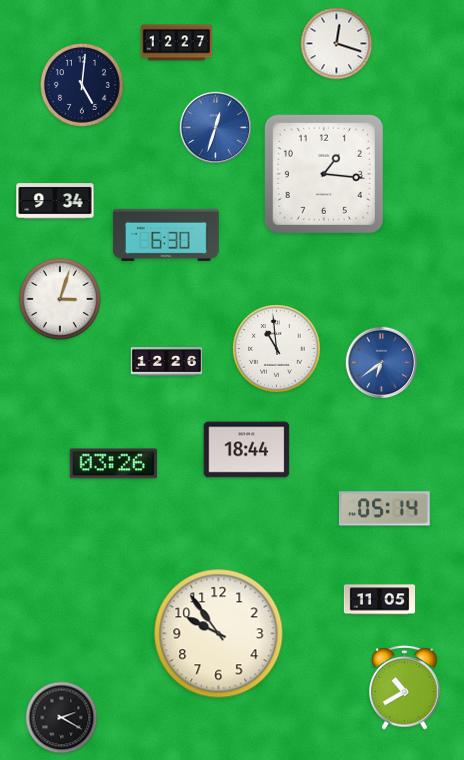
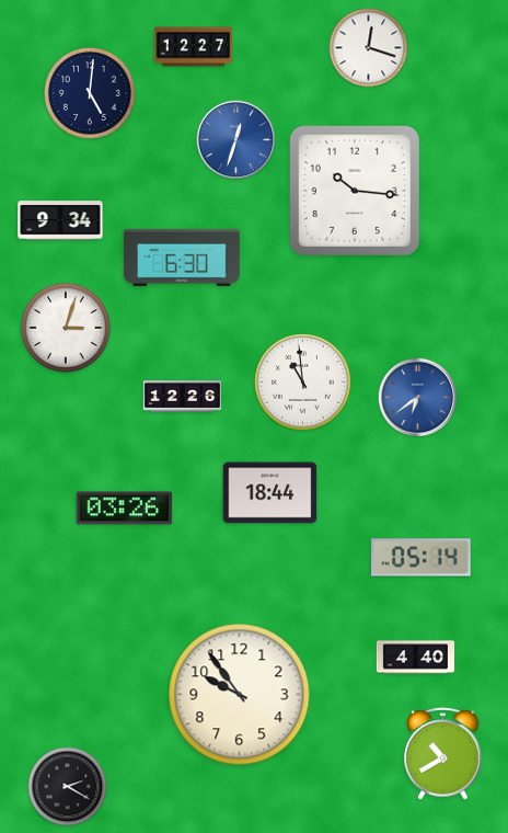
clock at (324, 174): 1:16 -> 10:16
clock at (380, 600): 11:05 -> 4:40
